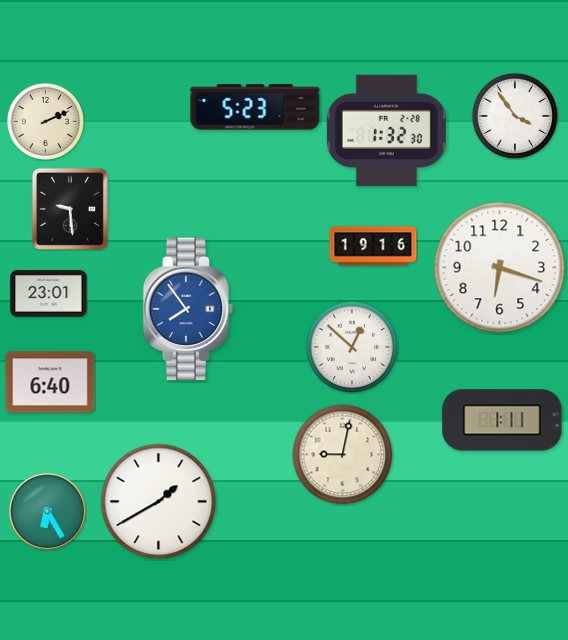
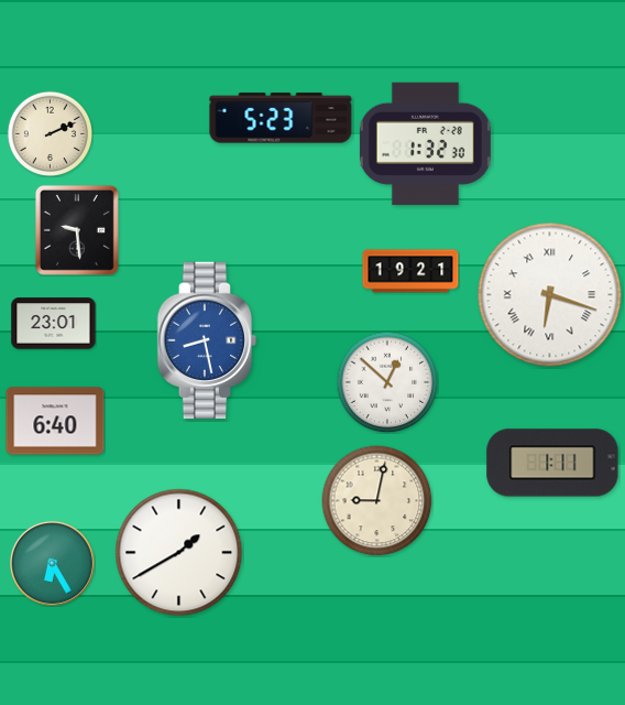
clock at (515, 116): 3:54 -> none
clock at (373, 246): 19:16 -> 19:21
clock at (500, 268) numerals: Arabic -> Roman
clock at (188, 308): 7:54 -> 8:28
clock at (159, 502) position: (159, 502) -> (179, 553)
